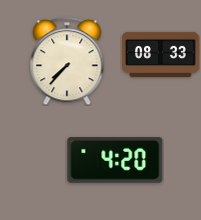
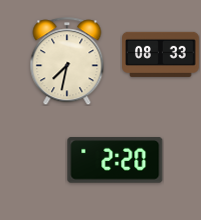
clock at (67, 61): 7:37 -> 7:32
clock at (115, 160): 4:20 -> 2:20
